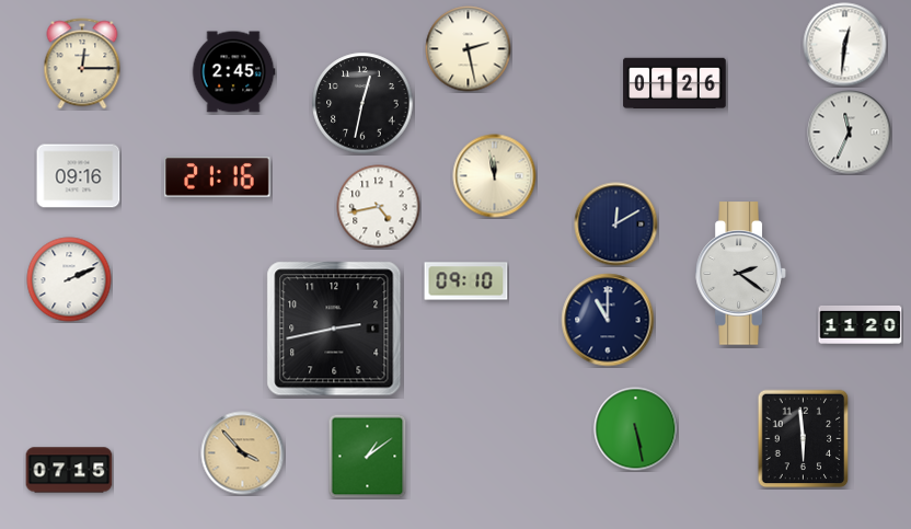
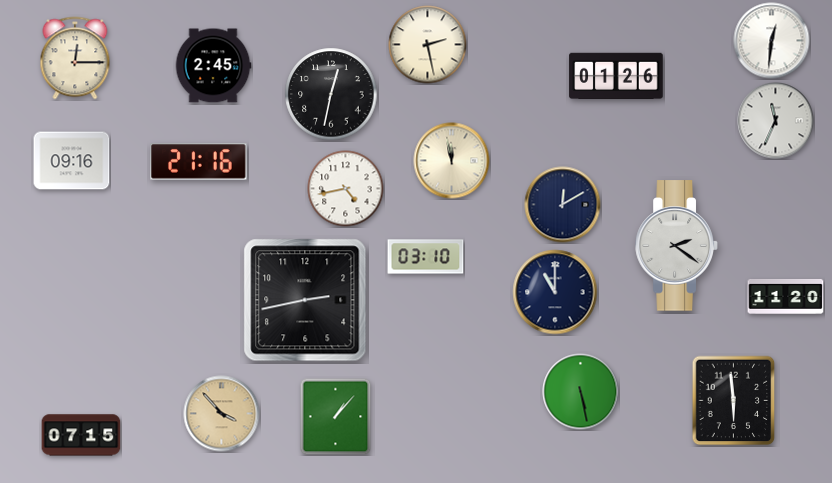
clock at (741, 274) position: (741, 274) -> (677, 246)
clock at (69, 279): 2:11 -> none
clock at (466, 281): 09:10 -> 03:10
clock at (368, 456): 1:09 -> 1:07
clock at (69, 470) position: (69, 470) -> (81, 435)
